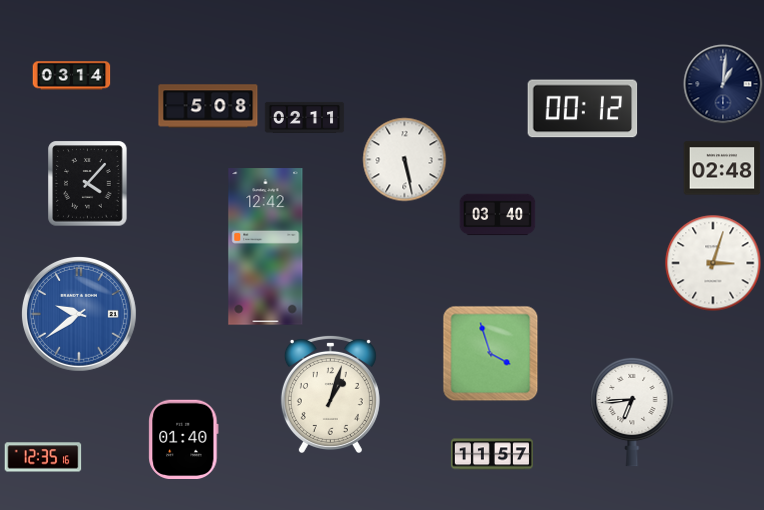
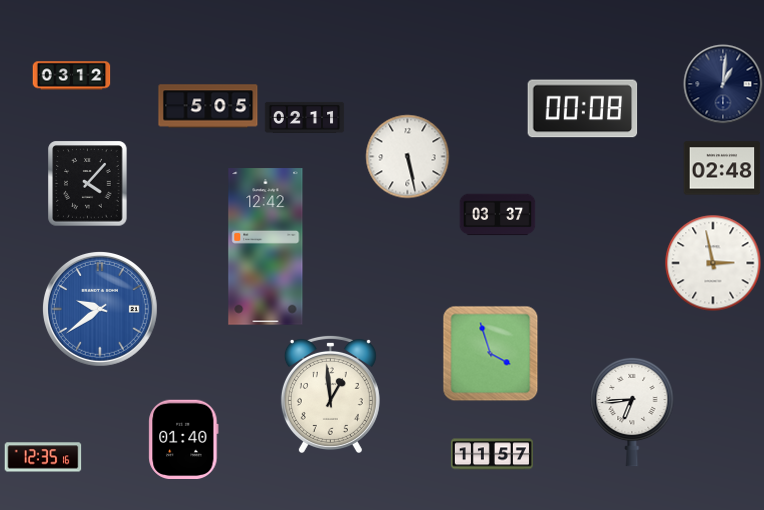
clock at (72, 76): 03:14 -> 03:12
clock at (208, 106): 5:08 -> 5:05
clock at (583, 109): 00:12 -> 00:08
clock at (405, 160) position: (405, 160) -> (408, 157)
clock at (498, 215): 03:40 -> 03:37
clock at (713, 263): 3:03 -> 2:58
clock at (79, 314) position: (79, 314) -> (100, 309)
clock at (330, 394): 1:03 -> 12:59
